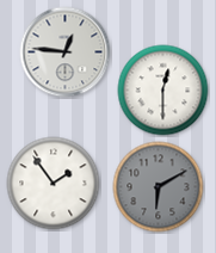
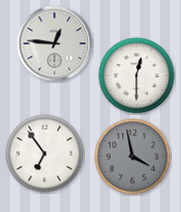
clock at (54, 184): 1:54 -> 6:54
clock at (159, 187): 6:10 -> 3:58
